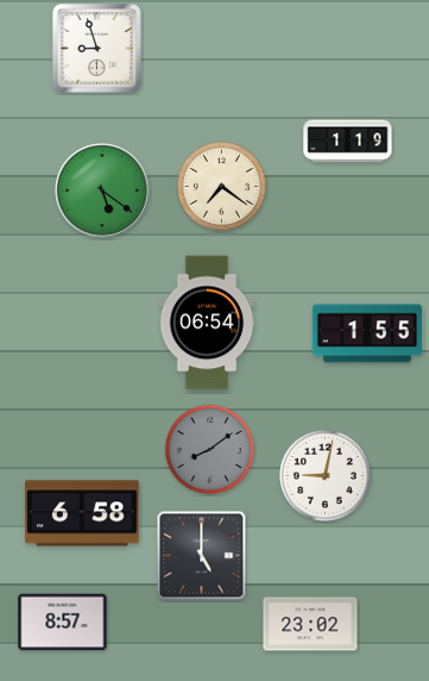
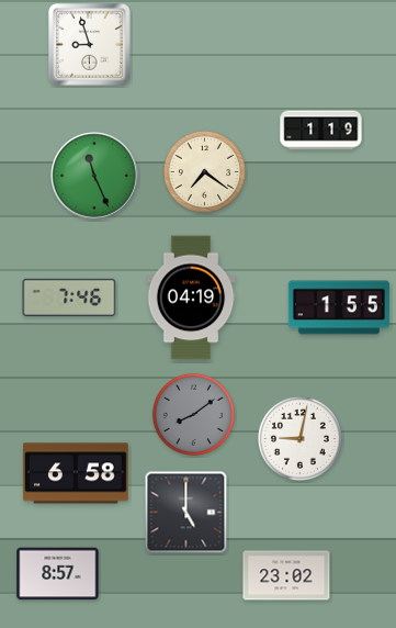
clock at (102, 190): 5:21 -> 11:26
clock at (69, 298): none -> 7:46
clock at (207, 323): 06:54 -> 04:19
